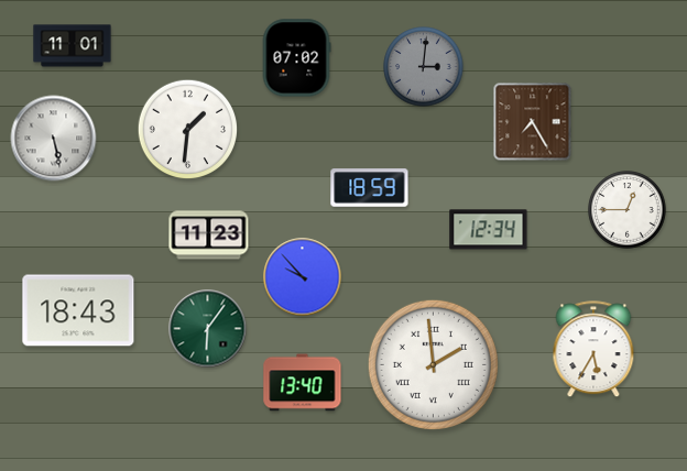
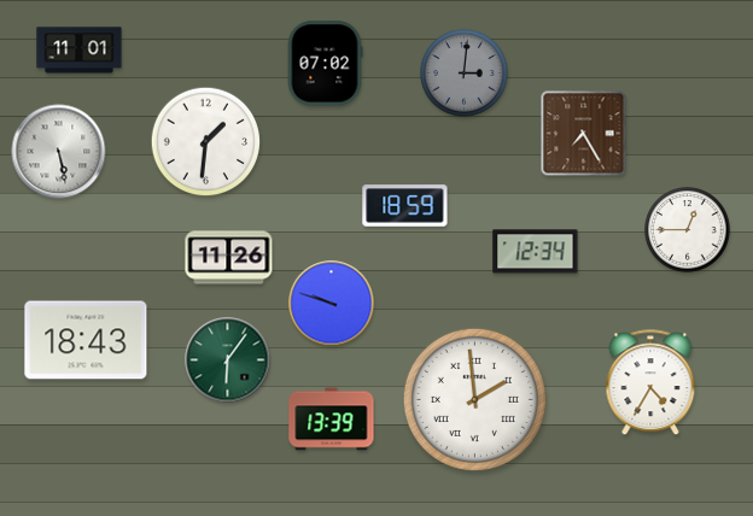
clock at (209, 235): 11:23 -> 11:26
clock at (303, 277): 9:53 -> 9:48
clock at (593, 350): 5:35 -> 4:35
clock at (303, 383): 13:40 -> 13:39
